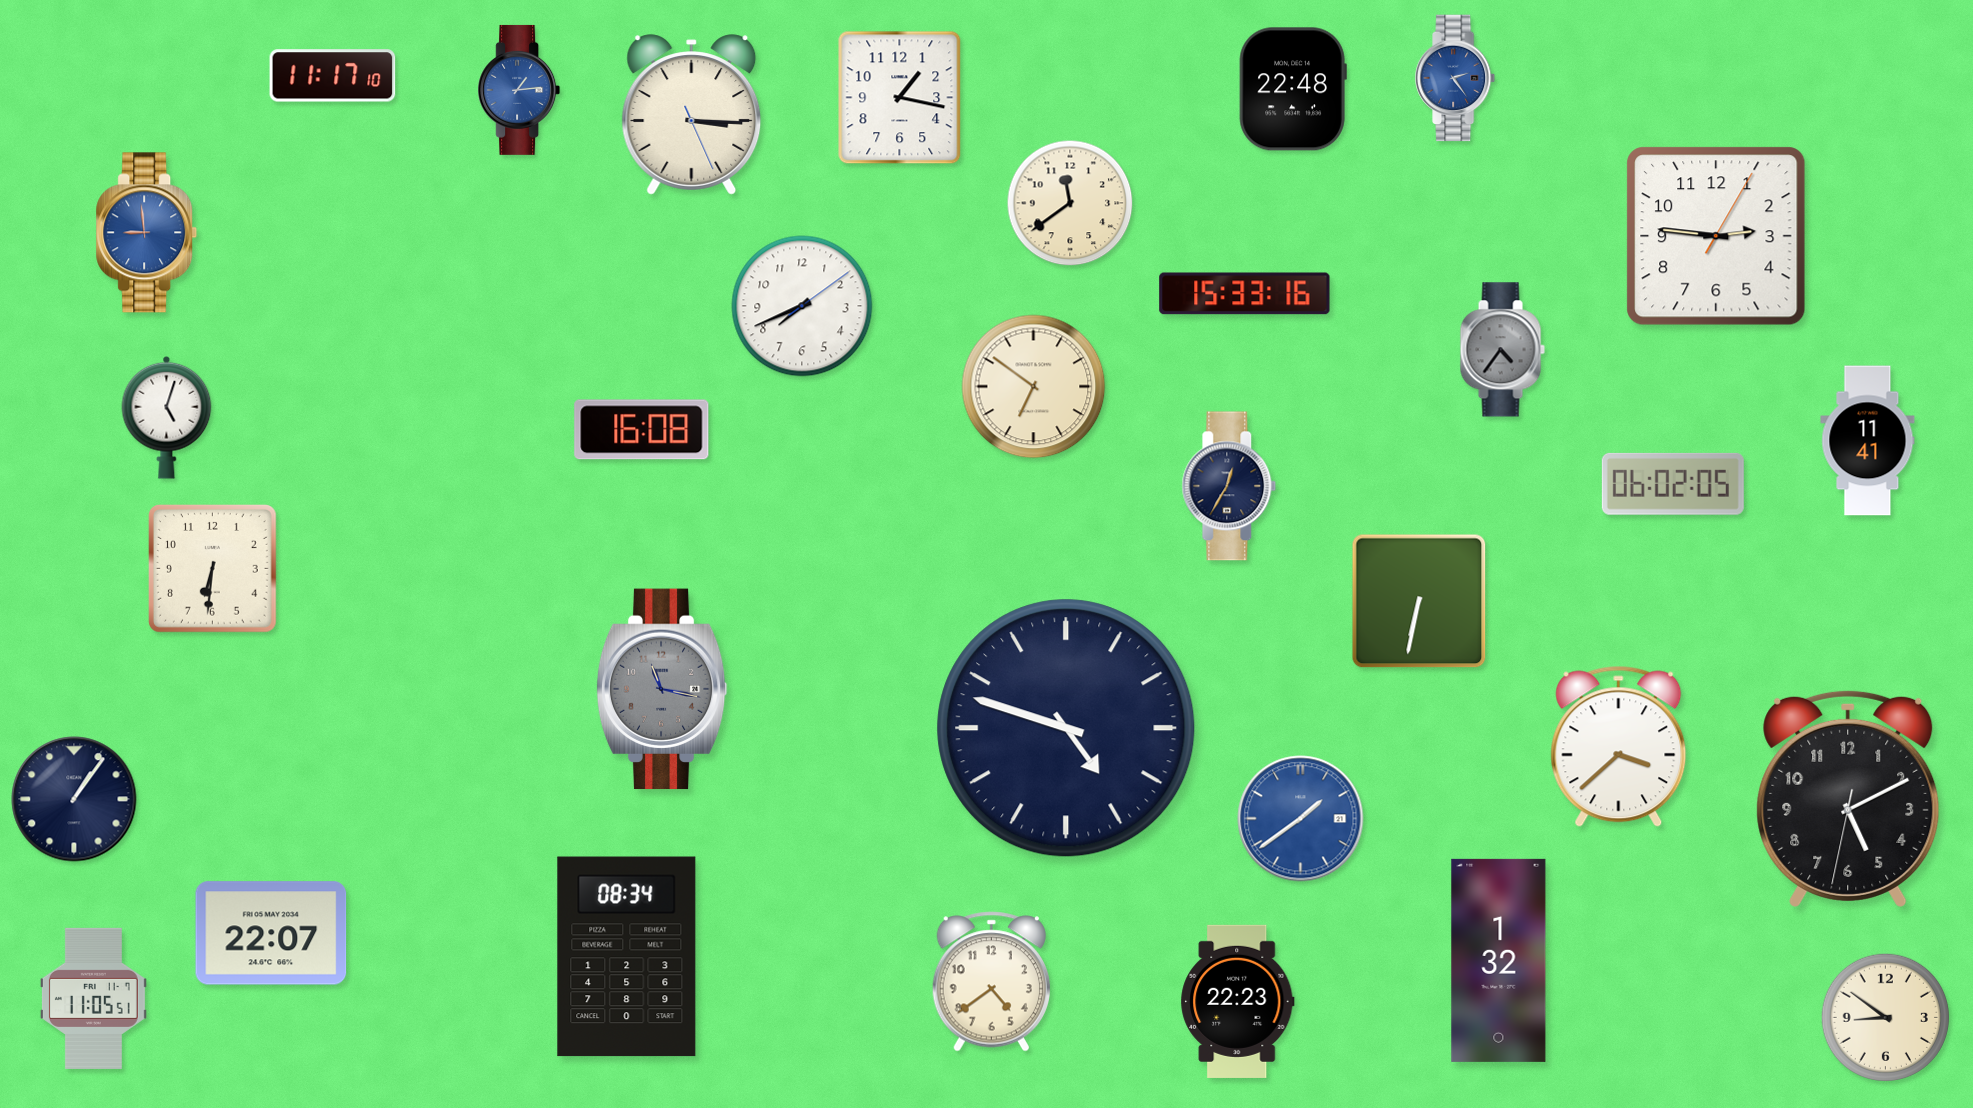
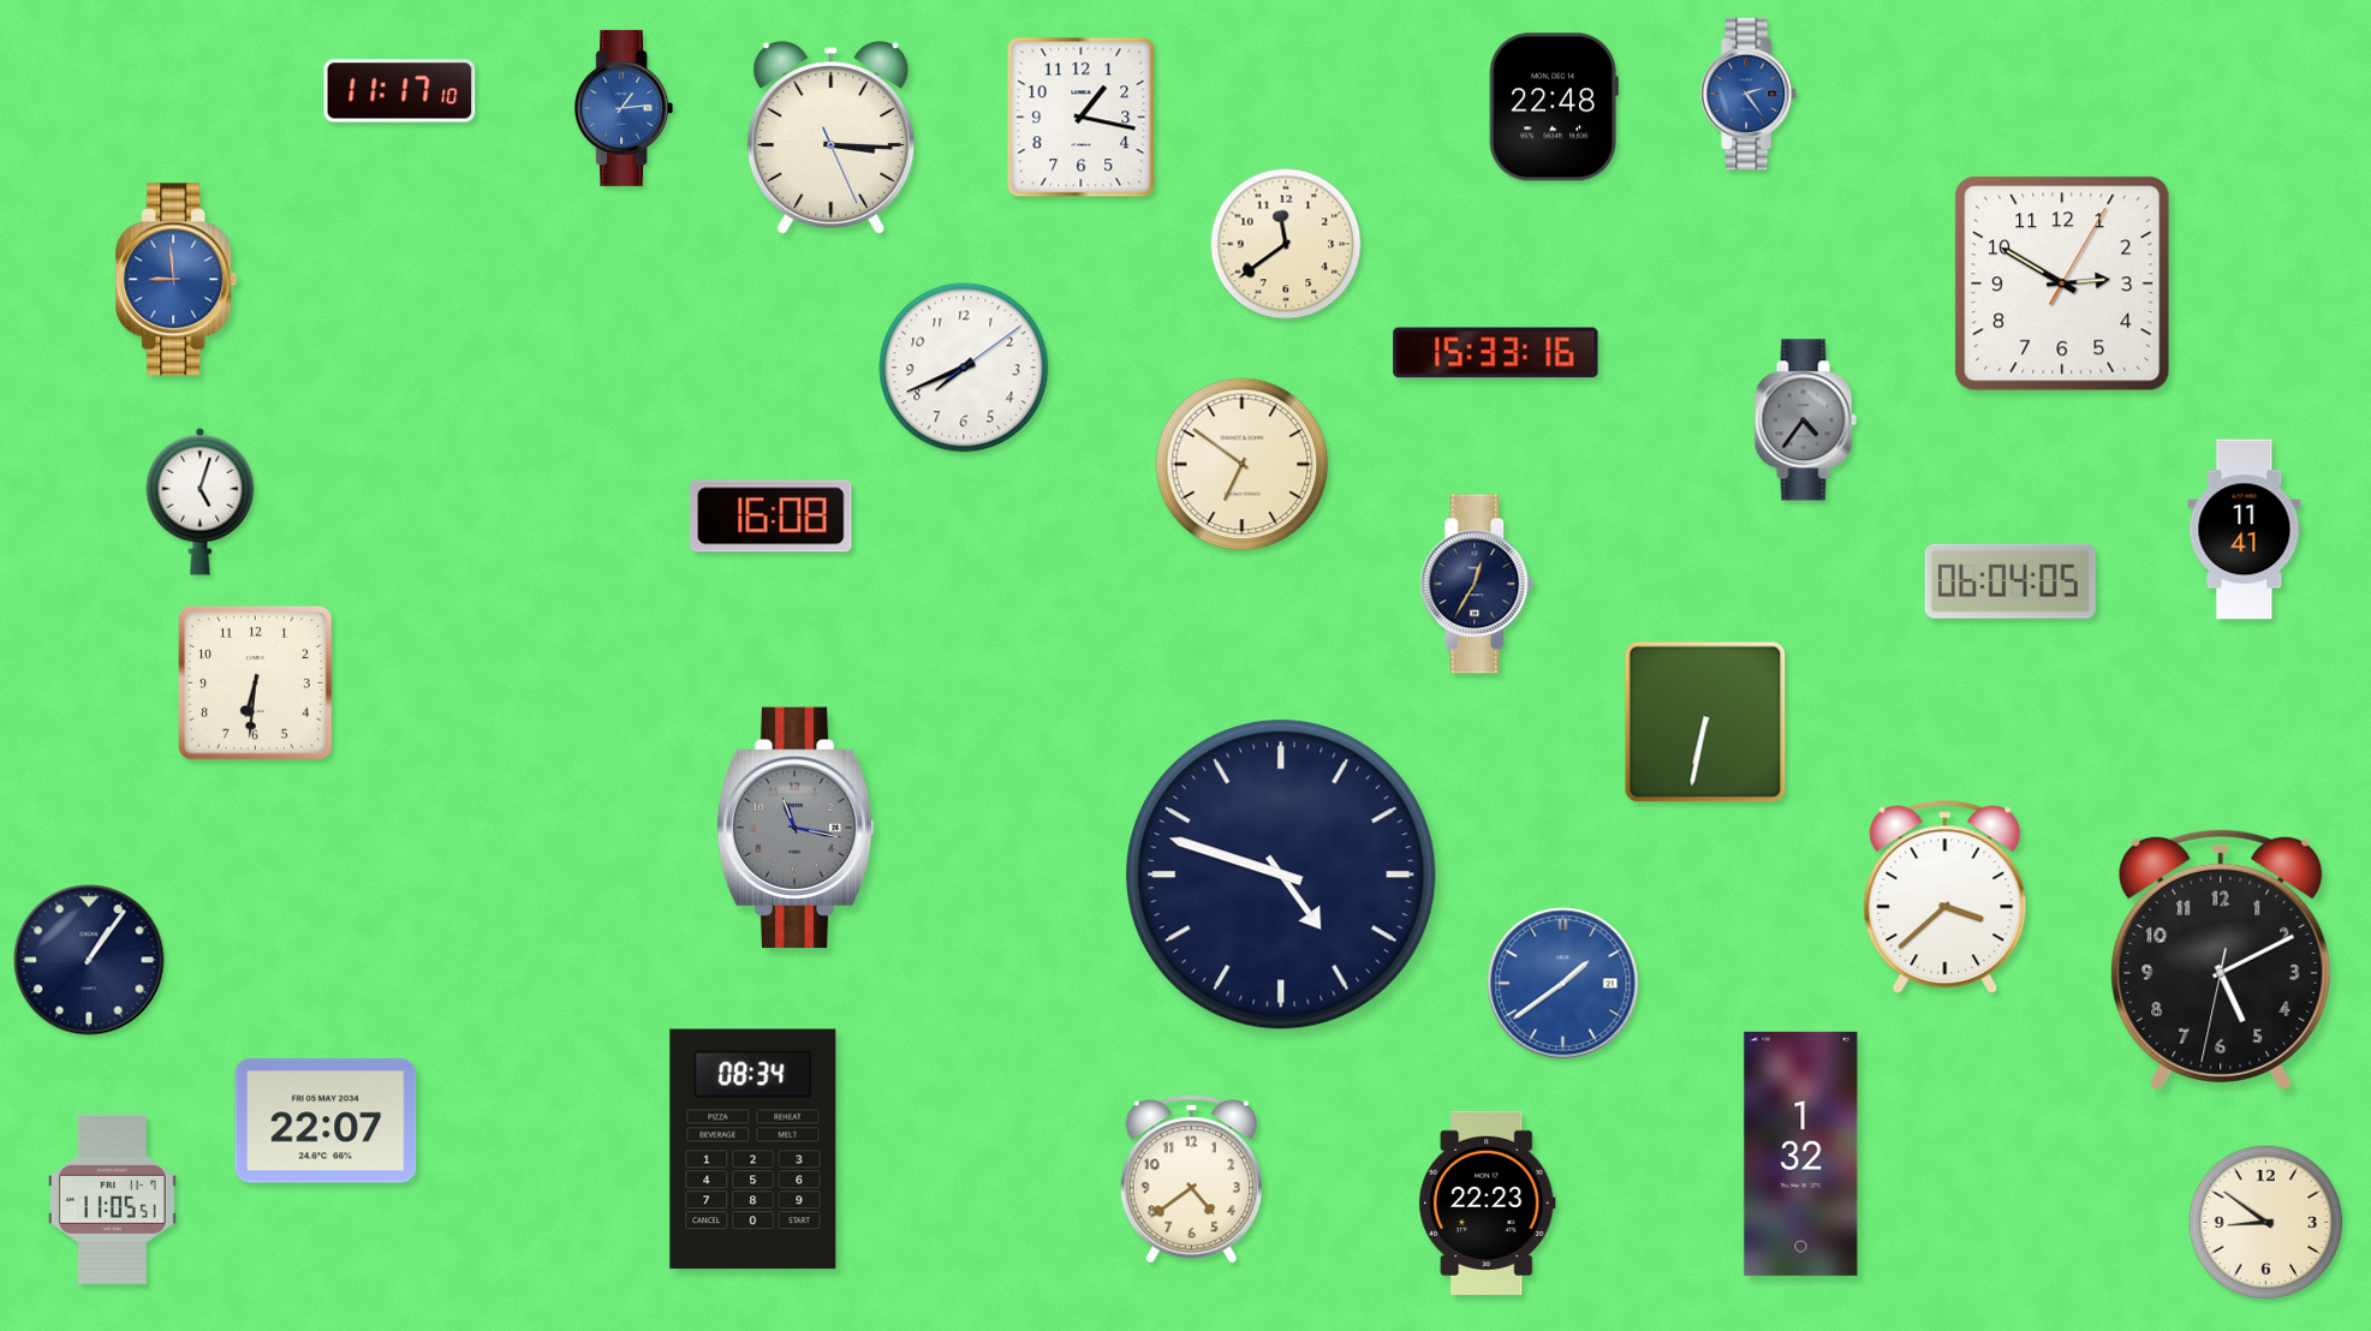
clock at (1716, 236): 2:46 -> 2:50
clock at (1673, 484): 06:02 -> 06:04
